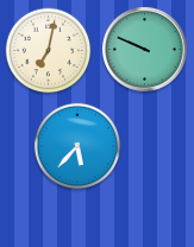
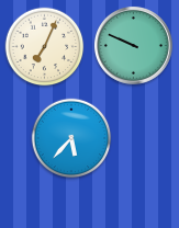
clock at (49, 51): 7:02 -> 7:04
clock at (77, 146) position: (77, 146) -> (71, 138)
